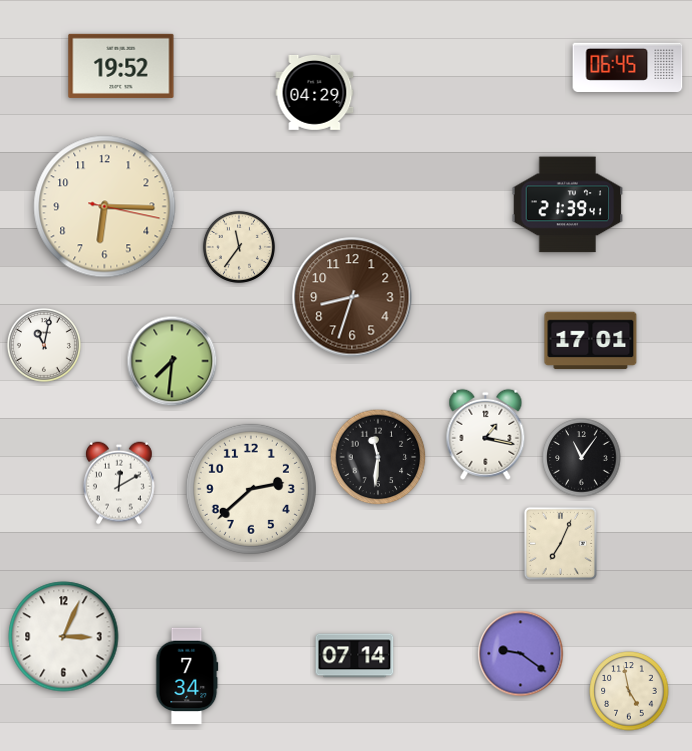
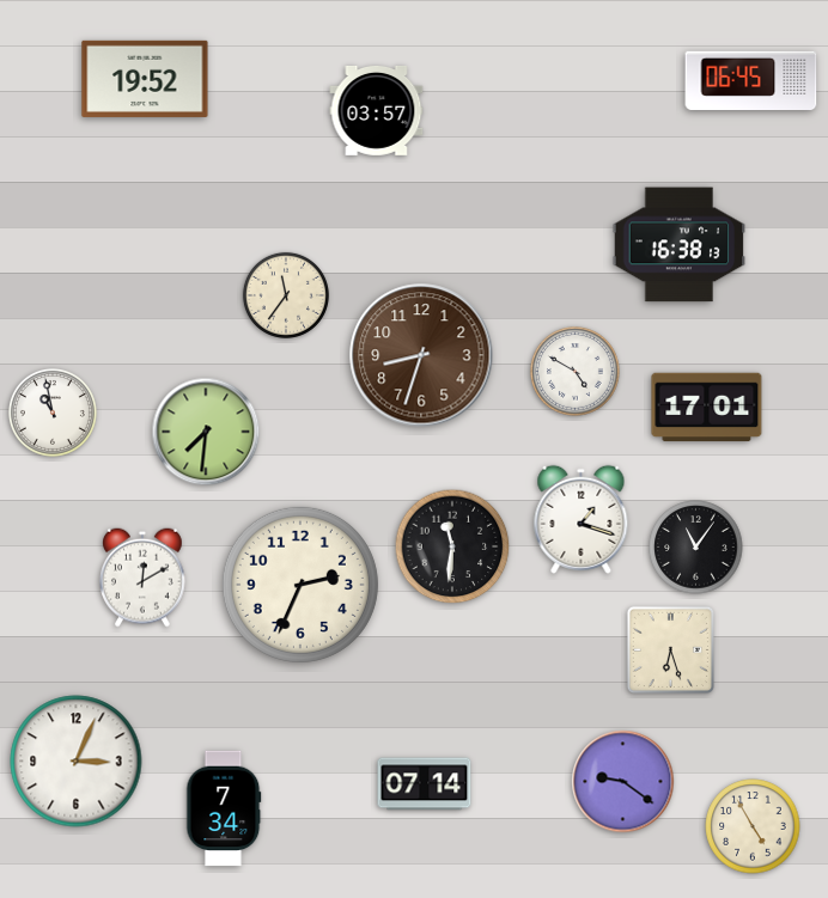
clock at (315, 92): 04:29 -> 03:57
clock at (568, 205): 21:39 -> 16:38
clock at (105, 207): 6:15 -> none
clock at (574, 371): none -> 4:50
clock at (44, 345): 11:02 -> 10:58
clock at (486, 434): 1:17 -> 1:18
clock at (251, 489): 2:38 -> 2:34
clock at (560, 543): 7:04 -> 6:27
clock at (629, 691): 4:58 -> 4:55
